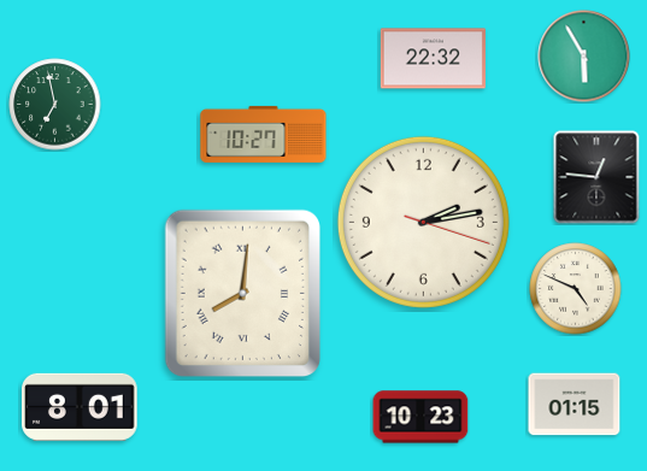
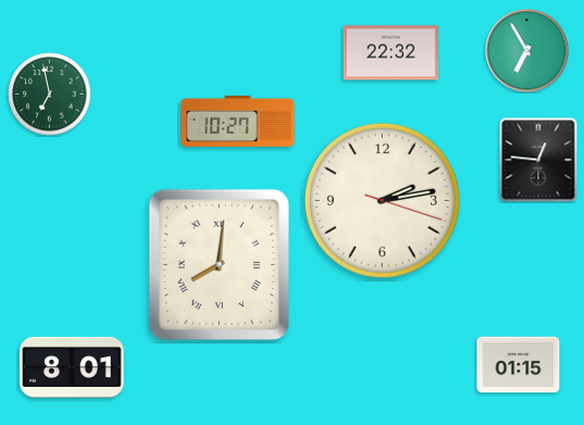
clock at (584, 57): 5:55 -> 6:55
clock at (576, 289): 4:49 -> none
clock at (420, 417): 10:23 -> none
